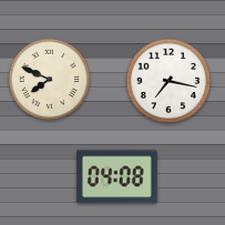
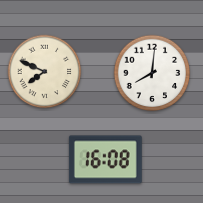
clock at (168, 81): 7:17 -> 8:01
clock at (116, 177): 04:08 -> 16:08
